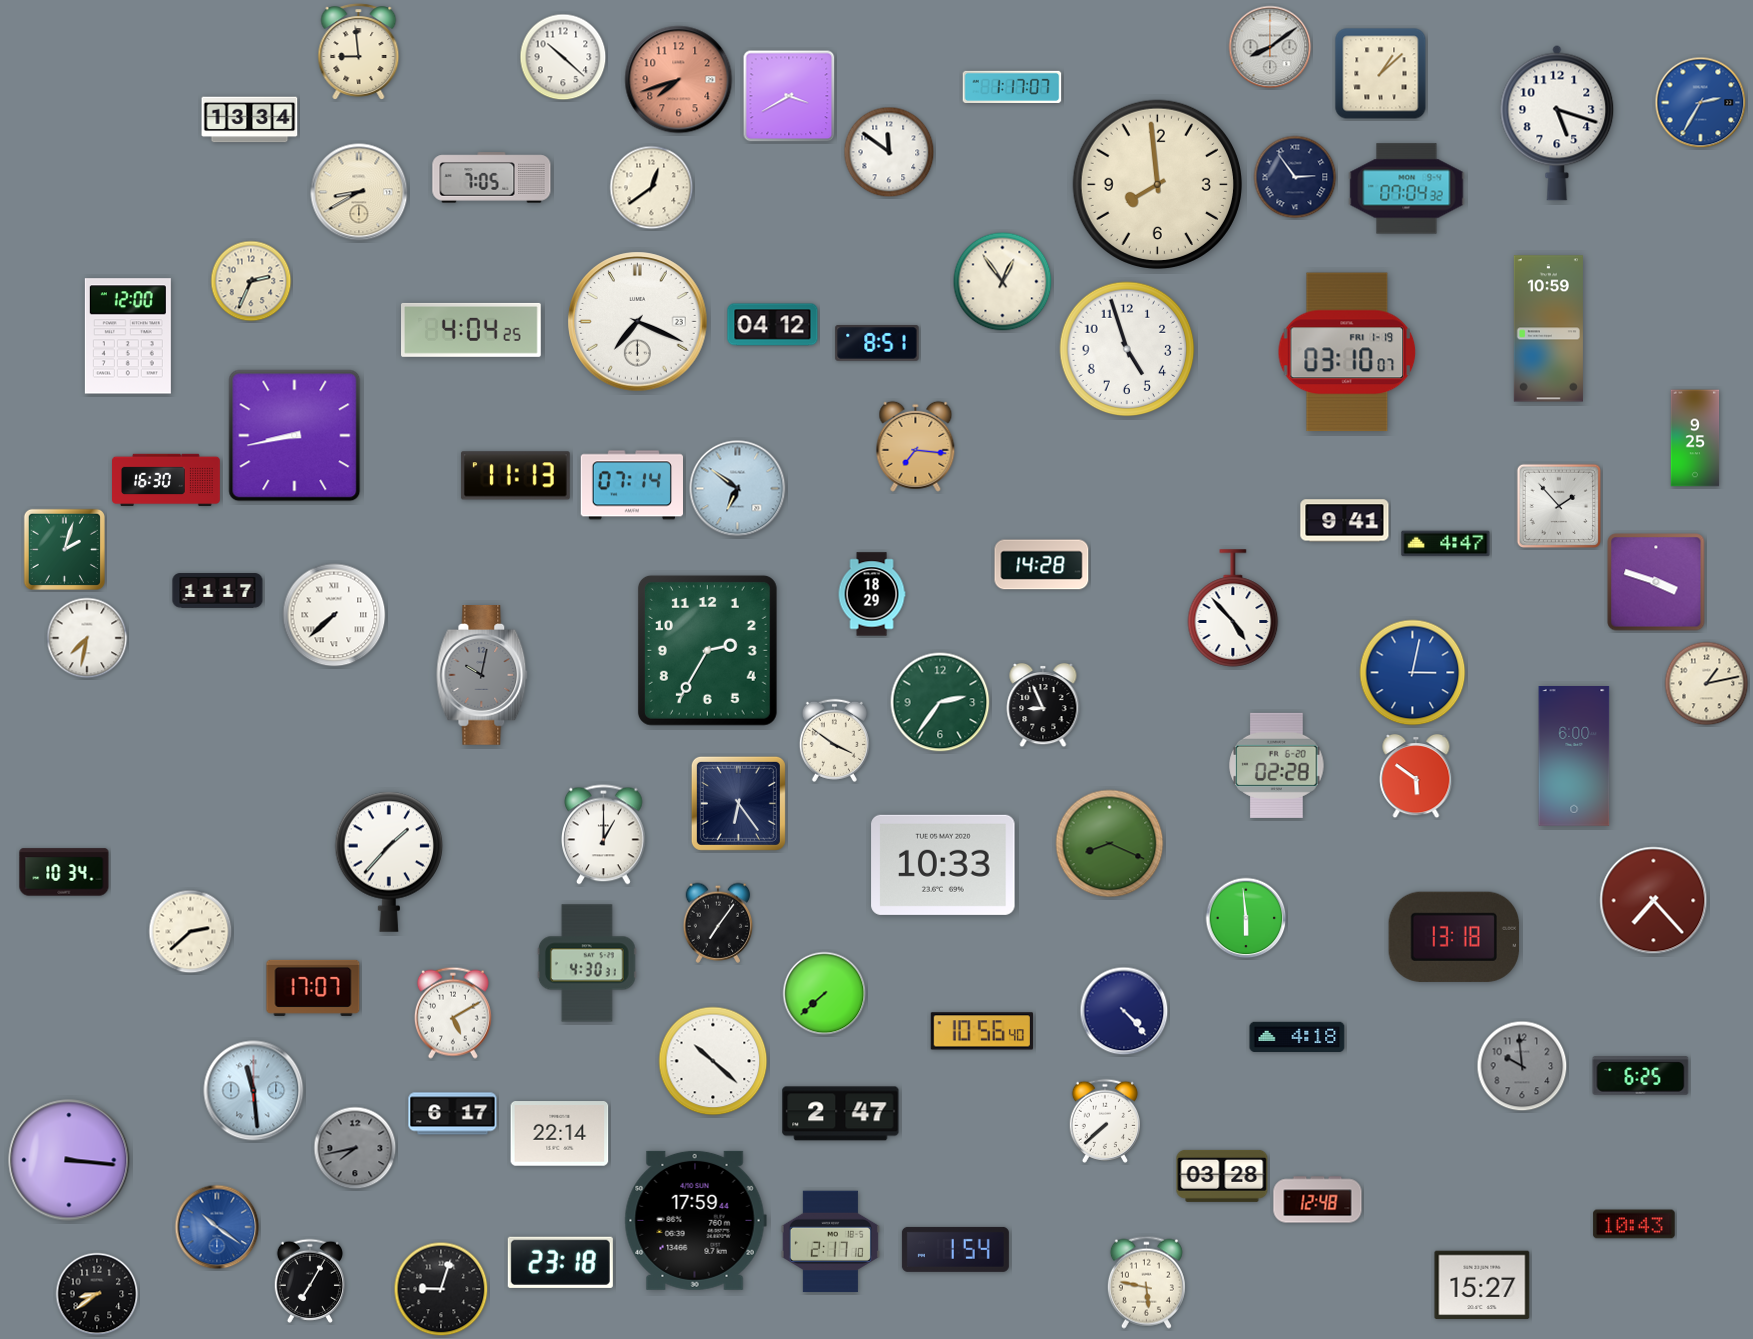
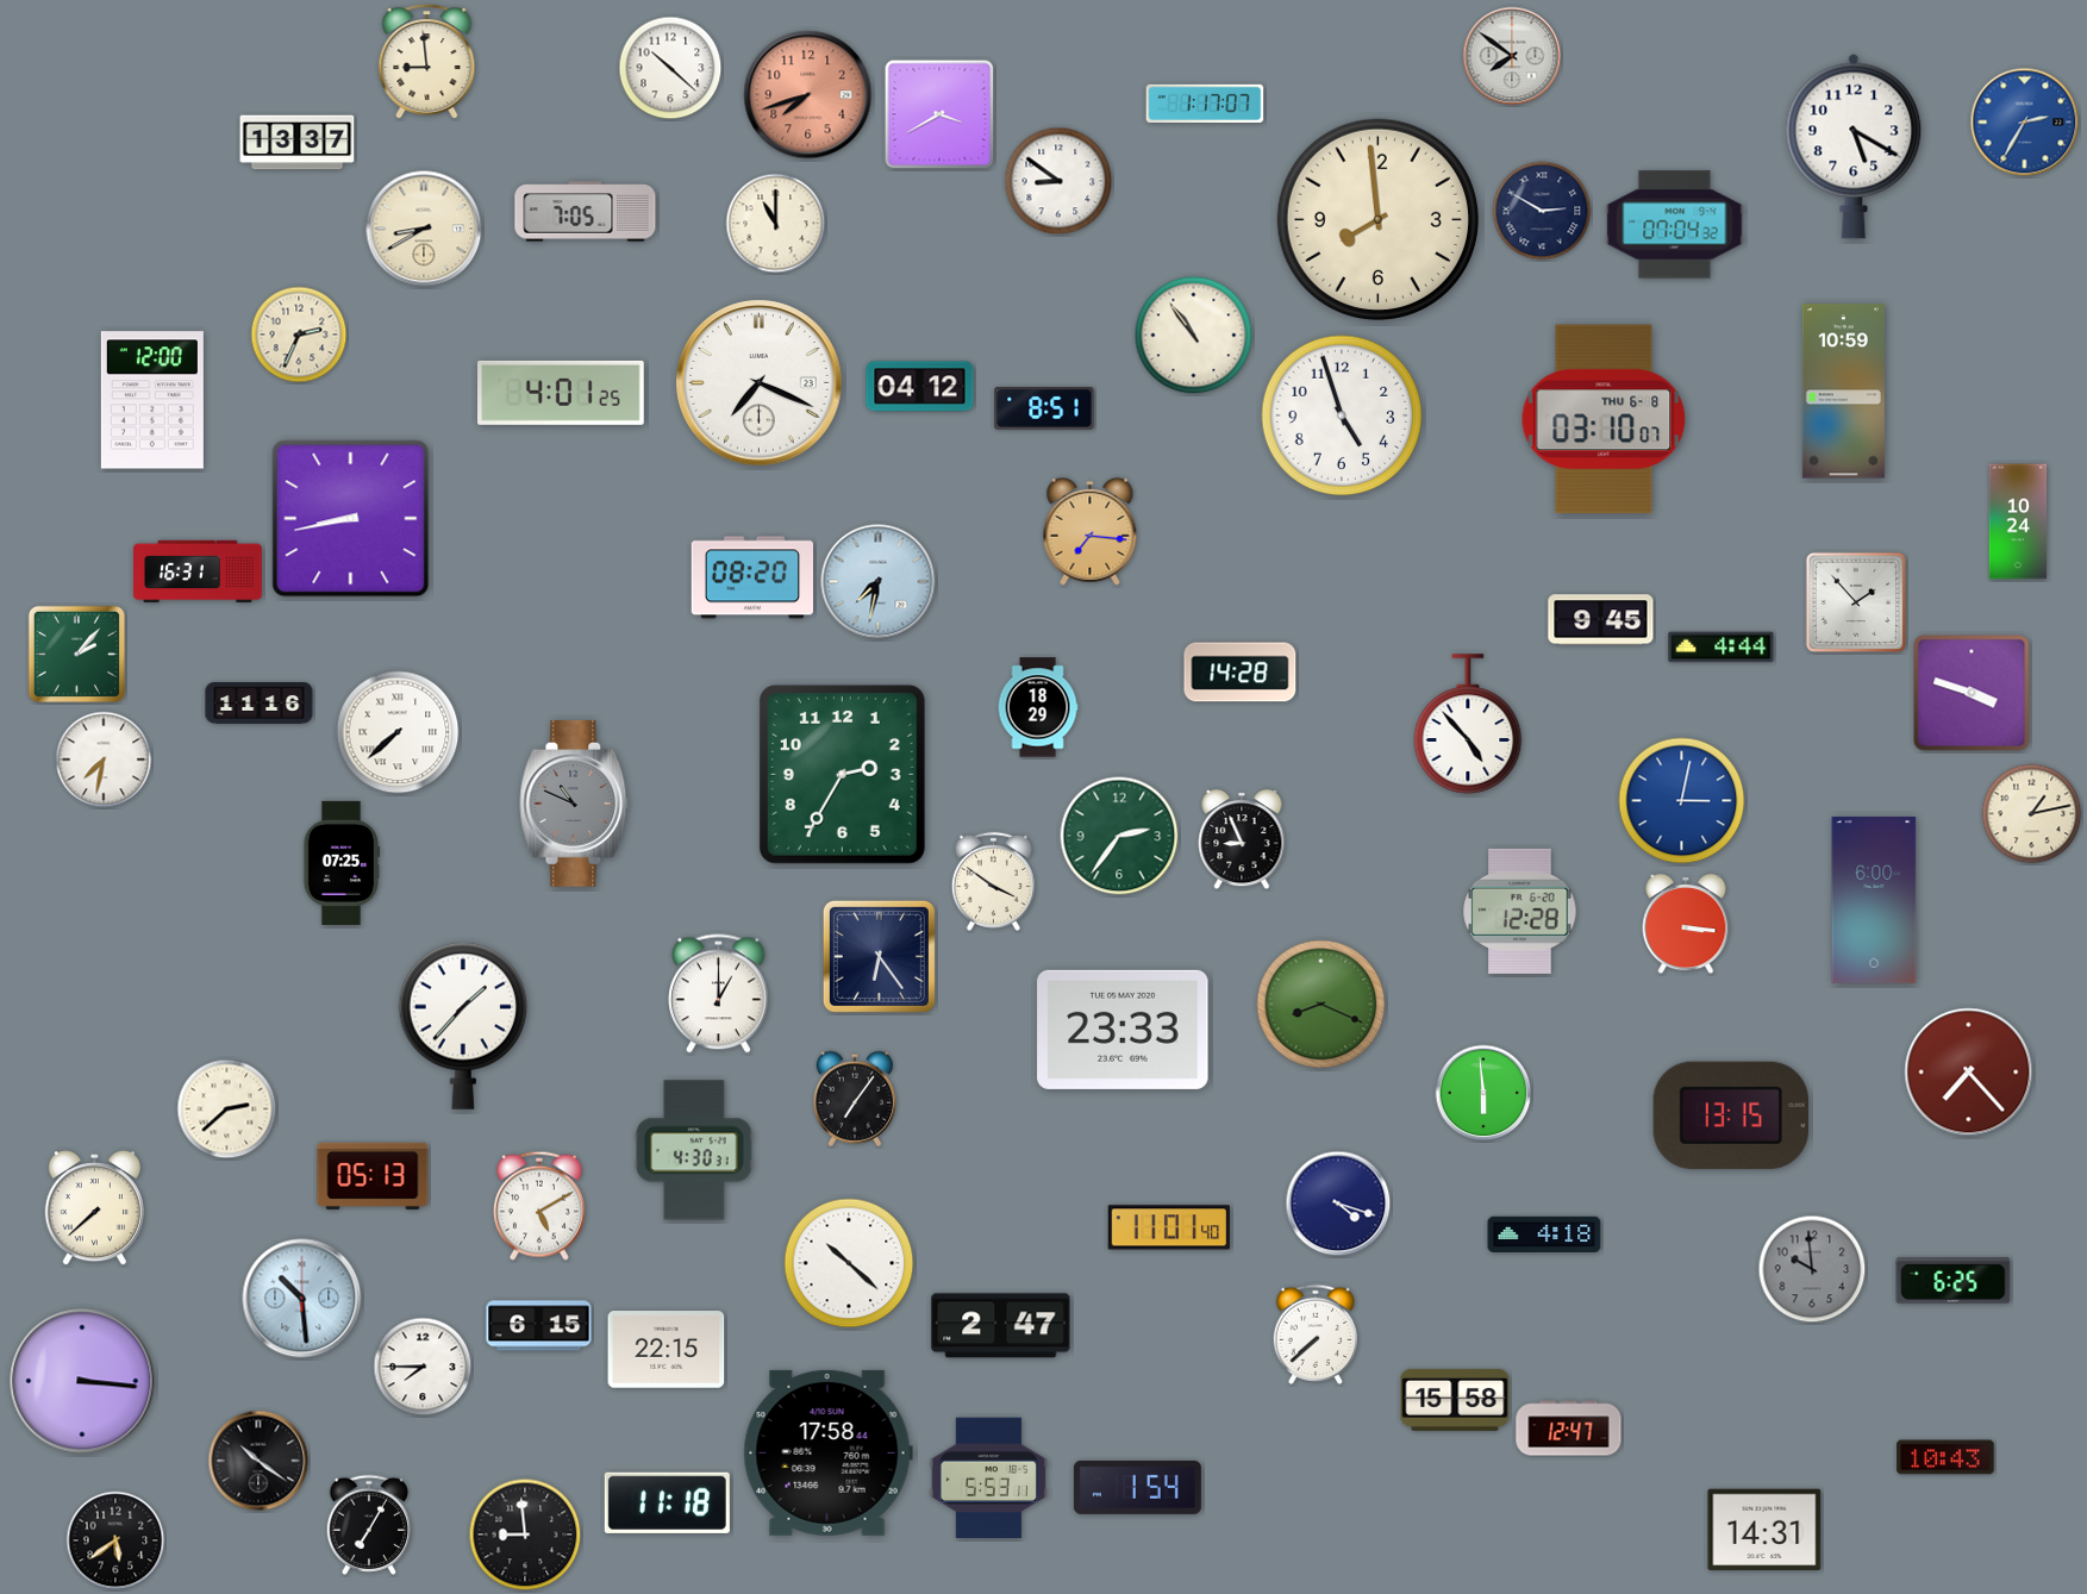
clock at (1270, 47): 8:09 -> 7:51
clock at (1381, 74): 1:08 -> none
clock at (250, 120): 13:34 -> 13:37
clock at (1557, 123): 5:18 -> 5:20
clock at (889, 152): 11:51 -> 8:51
clock at (1295, 177): 2:54 -> 2:50
clock at (652, 188): 12:39 -> 11:00
clock at (359, 192) position: (359, 192) -> (424, 229)
clock at (1003, 282): 12:54 -> 10:54
clock at (472, 330): 4:04 -> 4:01
clock at (1347, 352) date: FRI 1-19 -> THU 6-8
clock at (1695, 438): 9:25 -> 10:24
clock at (515, 476): 11:13 -> none
clock at (167, 480): 16:30 -> 16:31
clock at (631, 485): 07:14 -> 08:20
clock at (738, 489): 6:51 -> 7:32
clock at (1345, 521): 9:41 -> 9:45
clock at (1446, 544): 4:47 -> 4:44
clock at (64, 549): 2:03 -> 2:07
clock at (218, 591): 11:17 -> 11:16
clock at (482, 676): 10:02 -> 10:49
clock at (340, 863): none -> 07:25
clock at (1277, 765): 02:28 -> 12:28
clock at (1416, 776): 5:51 -> 3:16
clock at (943, 865): 10:33 -> 23:33
clock at (64, 872): 10:34 -> none
clock at (1453, 937): 13:18 -> 13:15
clock at (587, 963) position: (587, 963) -> (694, 1150)
clock at (313, 988): 17:07 -> 05:13
clock at (825, 994): 7:38 -> none
clock at (1124, 1011): 4:23 -> 4:18
clock at (94, 1208): none -> 7:38
clock at (982, 1031): 10:56 -> 11:01
clock at (254, 1091): 11:29 -> 10:29
clock at (453, 1114): 6:17 -> 6:15
clock at (560, 1134): 22:14 -> 22:15
clock at (355, 1148): 7:43 -> 7:45
clock at (355, 1148) dial: grey -> white
clock at (1222, 1176): 03:28 -> 15:58
clock at (1318, 1200): 12:48 -> 12:47
clock at (695, 1220): 17:59 -> 17:58
clock at (217, 1227) dial: blue -> black
clock at (830, 1242): 2:17 -> 5:53
clock at (560, 1262): 23:18 -> 11:18
clock at (1146, 1282): 5:47 -> none
clock at (1482, 1285): 15:27 -> 14:31
clock at (441, 1289): 9:03 -> 8:59
clock at (97, 1294): 8:39 -> 5:39
